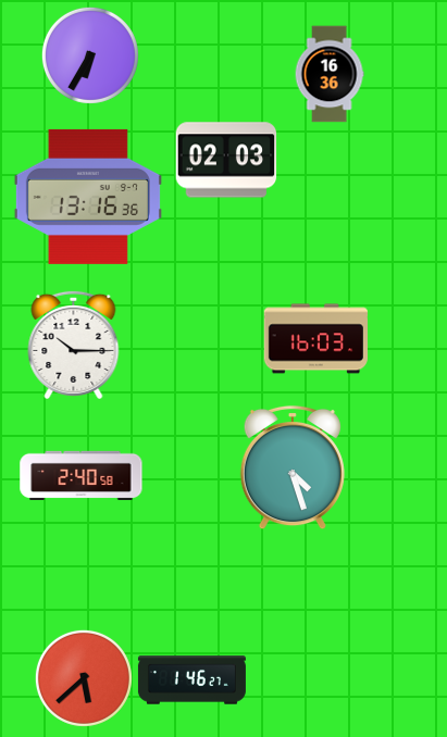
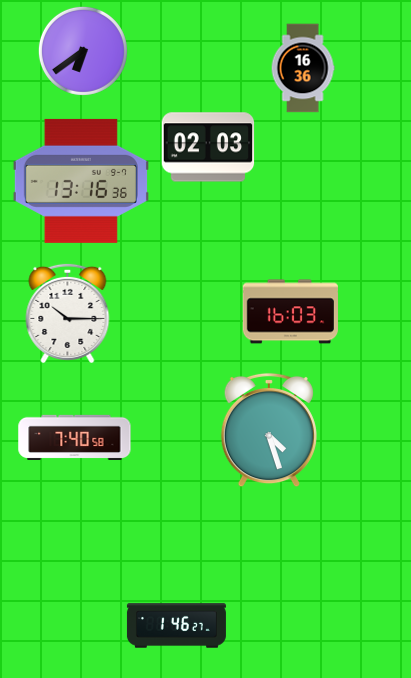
clock at (90, 55): 6:35 -> 6:39
clock at (74, 345) position: (74, 345) -> (68, 313)
clock at (82, 475): 2:40 -> 7:40
clock at (84, 678): 5:38 -> none
